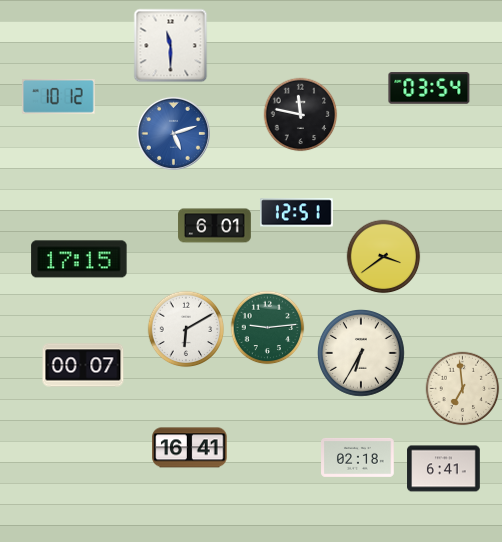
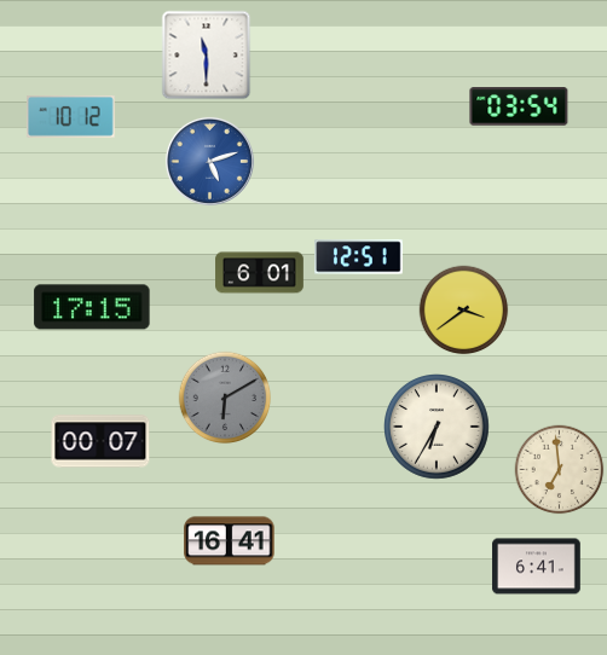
clock at (301, 115): 11:47 -> none
clock at (79, 259) position: (79, 259) -> (92, 307)
clock at (268, 328): 9:14 -> none
clock at (186, 329) dial: white -> grey
clock at (358, 457): 02:18 -> none
